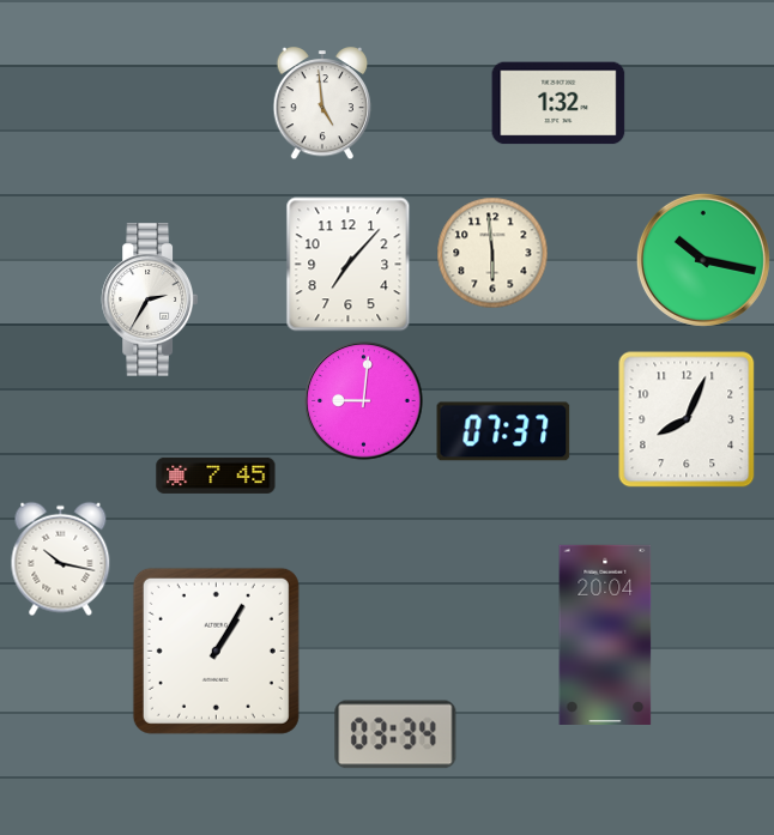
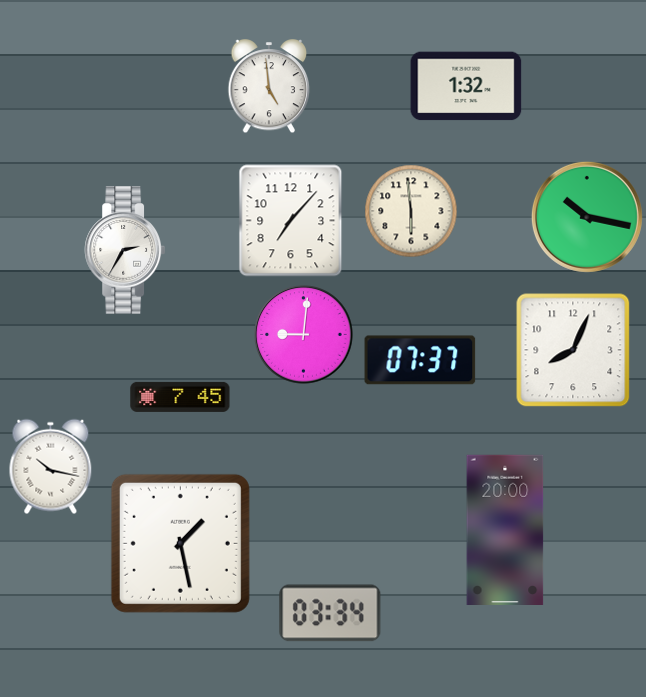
clock at (605, 634): 20:04 -> 20:00
clock at (216, 651): 1:05 -> 1:28
